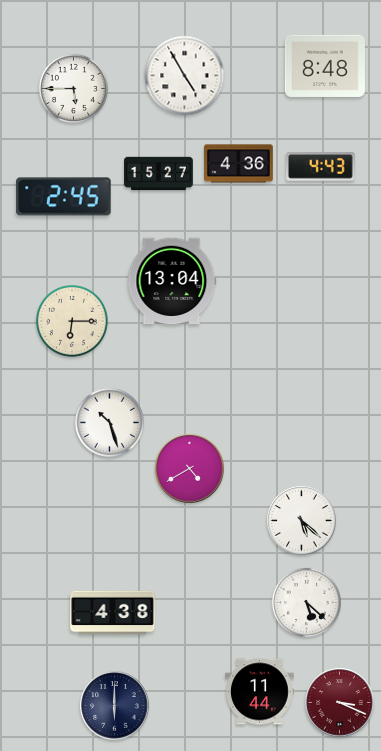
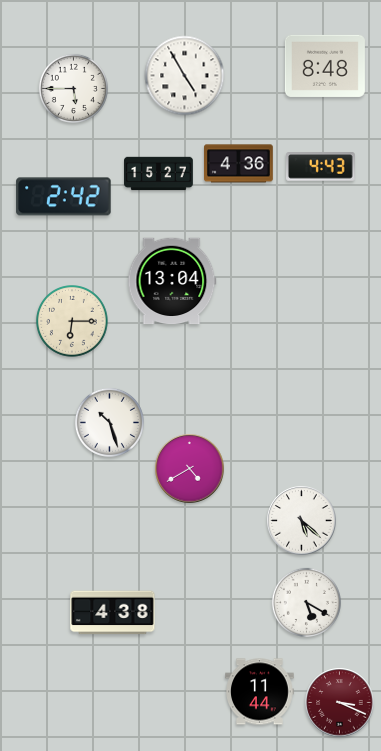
clock at (64, 197): 2:45 -> 2:42
clock at (306, 602): 5:22 -> 5:20
clock at (115, 706): 6:00 -> none
